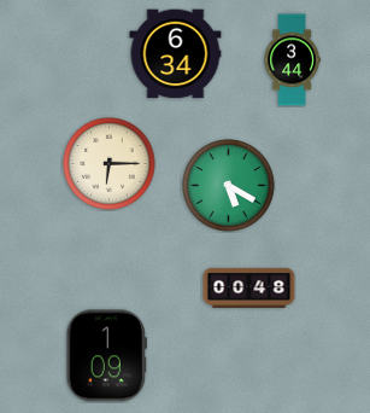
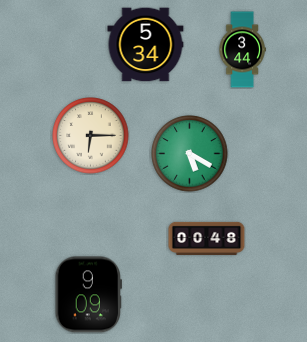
clock at (176, 54): 6:34 -> 5:34
clock at (106, 356): 1:09 -> 9:09
